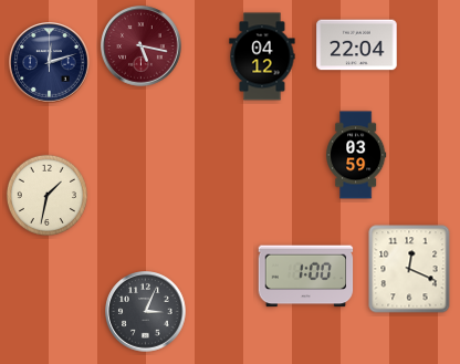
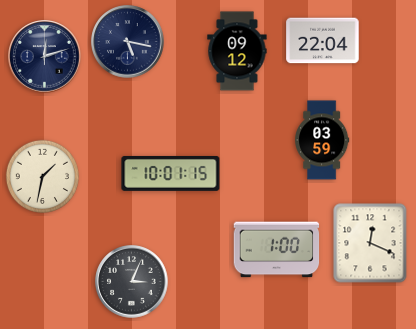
clock at (142, 46) dial: burgundy -> navy
clock at (262, 56): 04:12 -> 09:12
clock at (171, 173): none -> 10:01
